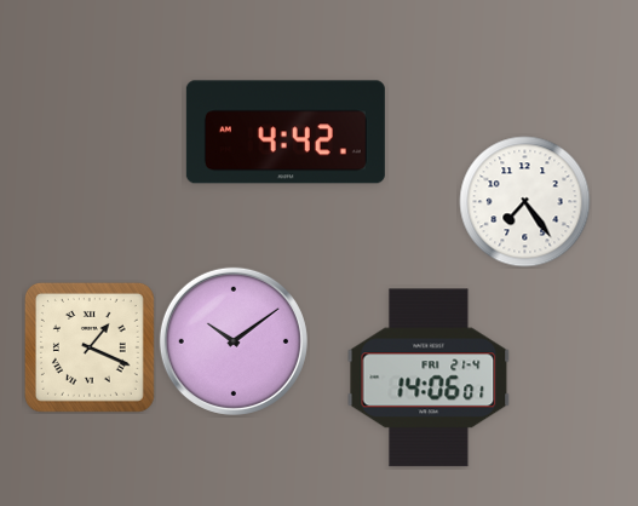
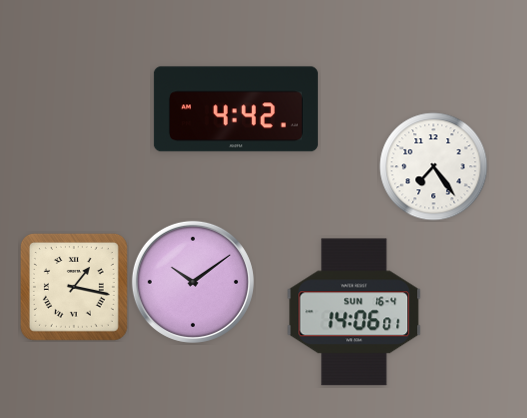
clock at (90, 347): 1:19 -> 1:17
clock at (429, 378) date: FRI 21-4 -> SUN 16-4
